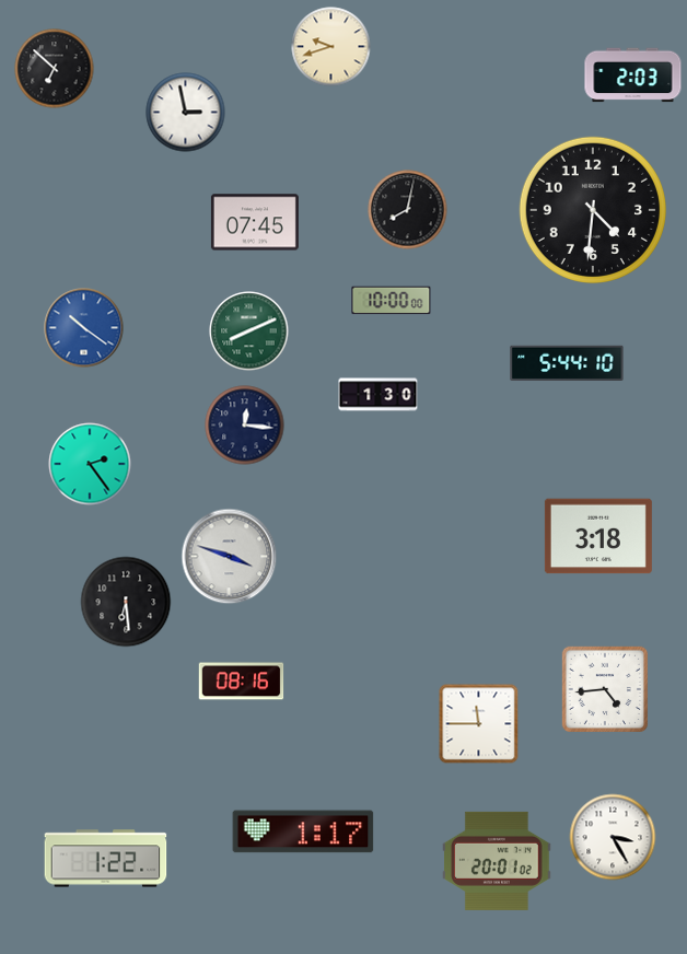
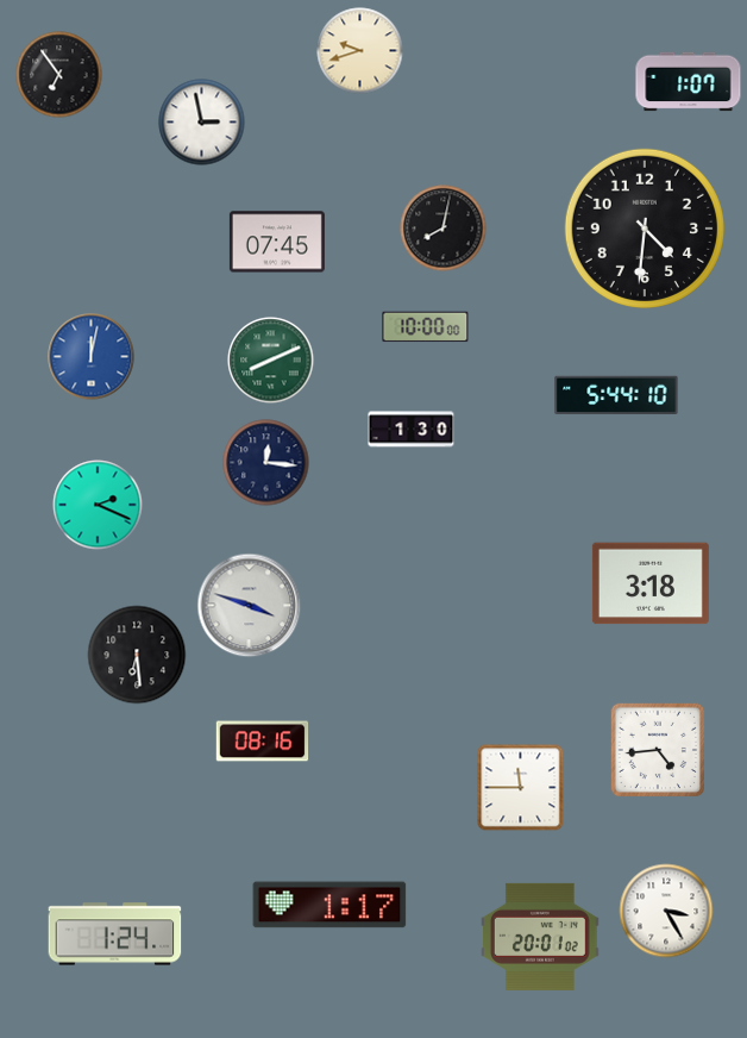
clock at (55, 69): 6:52 -> 6:54
clock at (633, 75): 2:03 -> 1:07
clock at (84, 328): 10:21 -> 12:02
clock at (90, 464): 2:24 -> 2:19
clock at (106, 859): 1:22 -> 1:24
